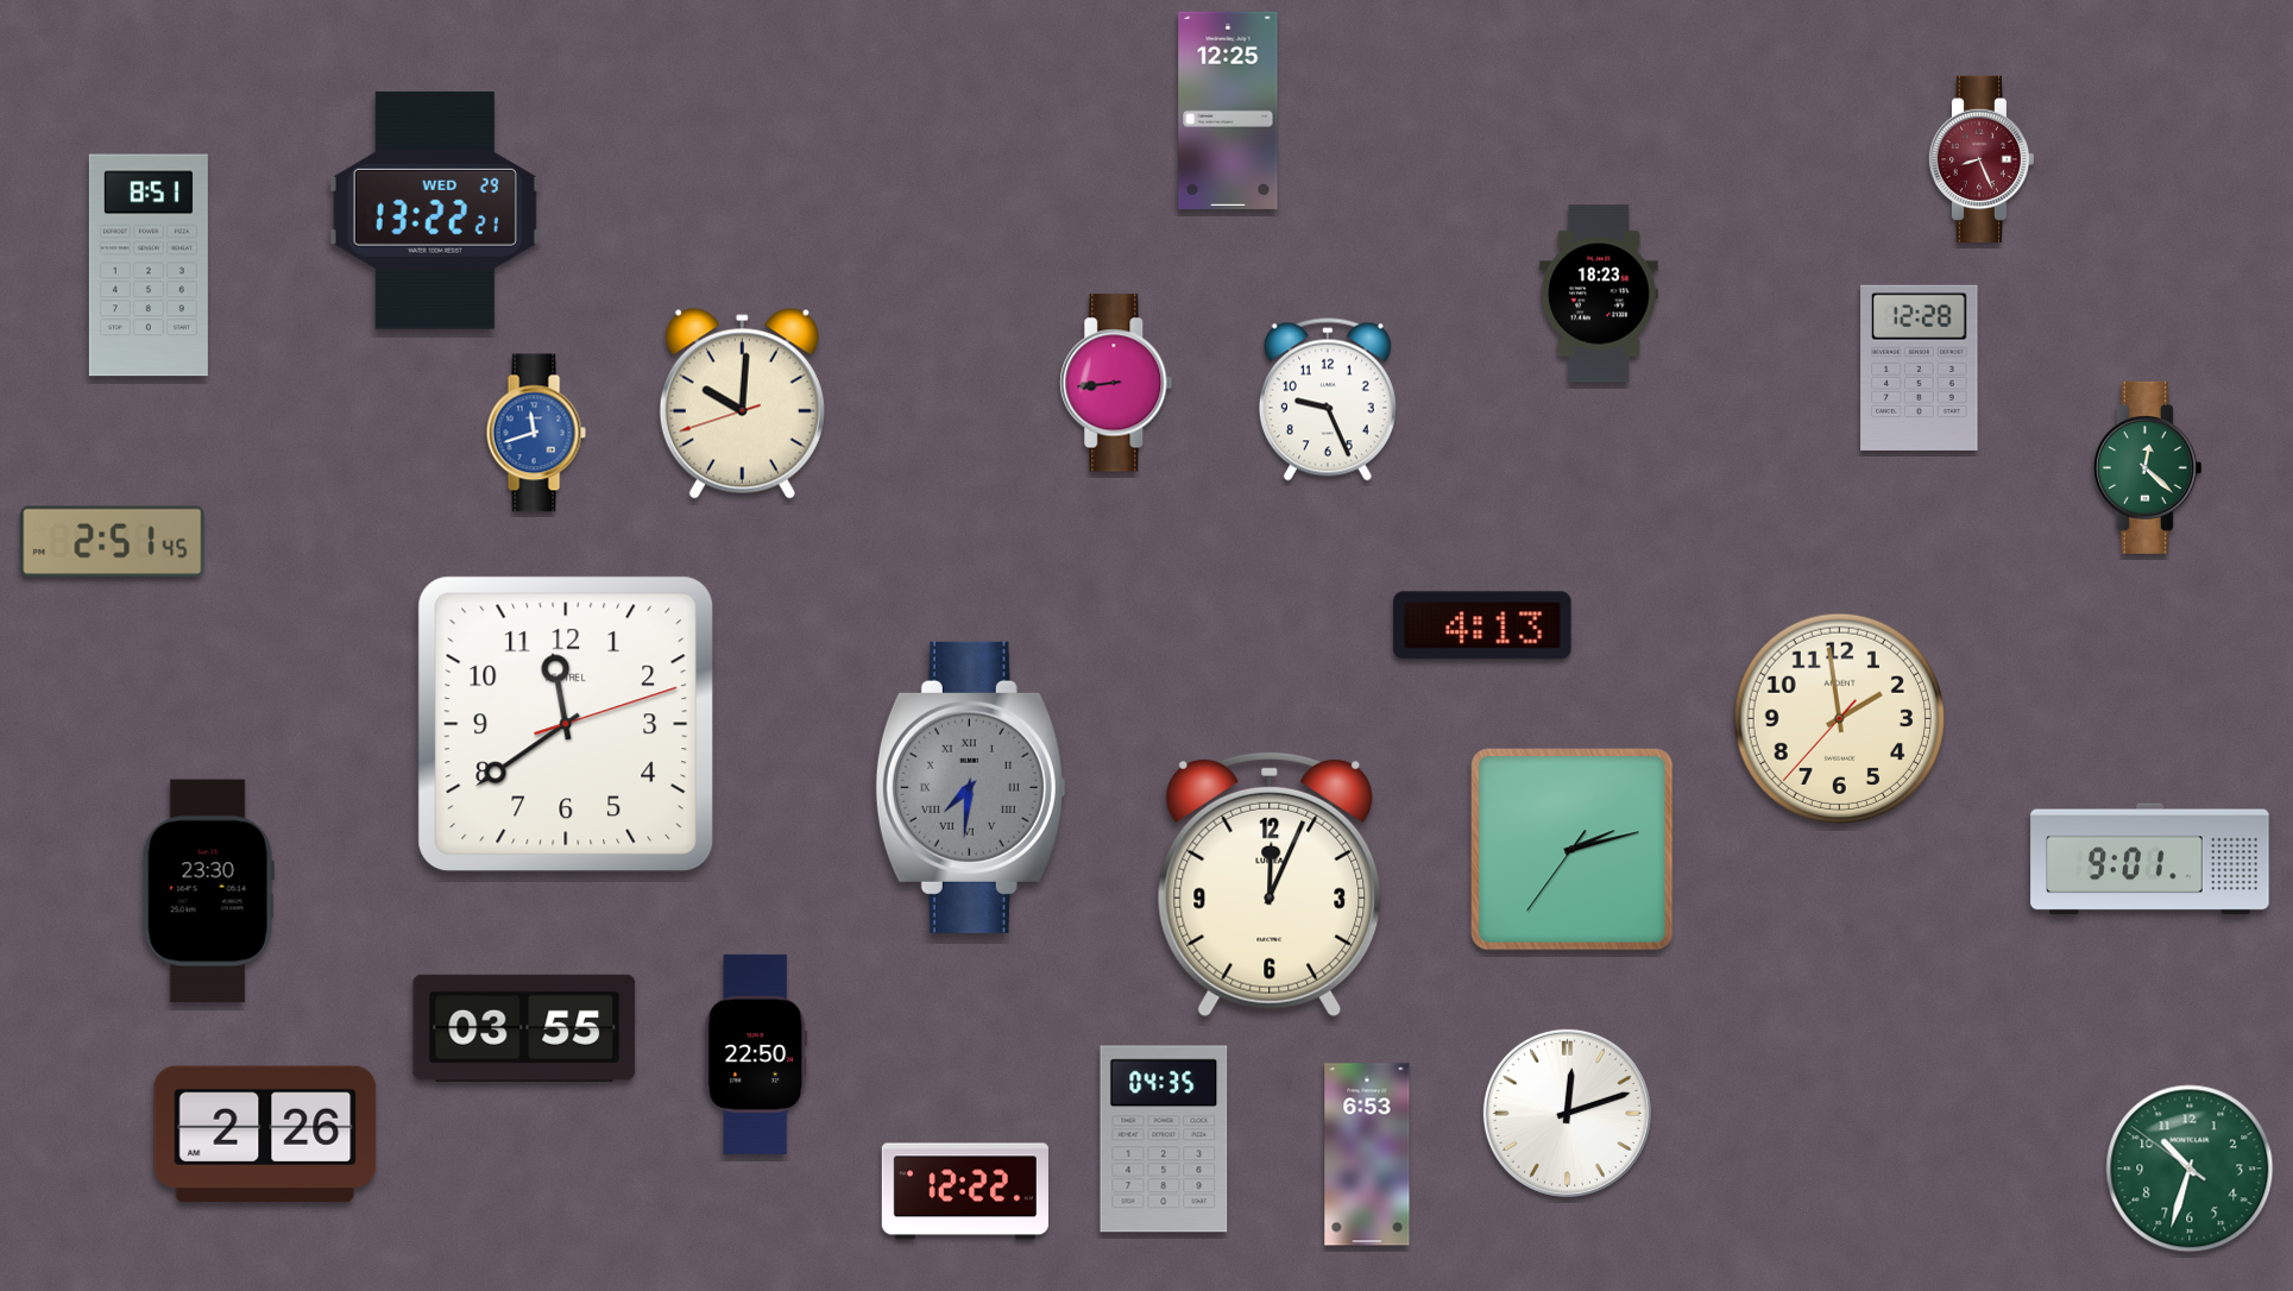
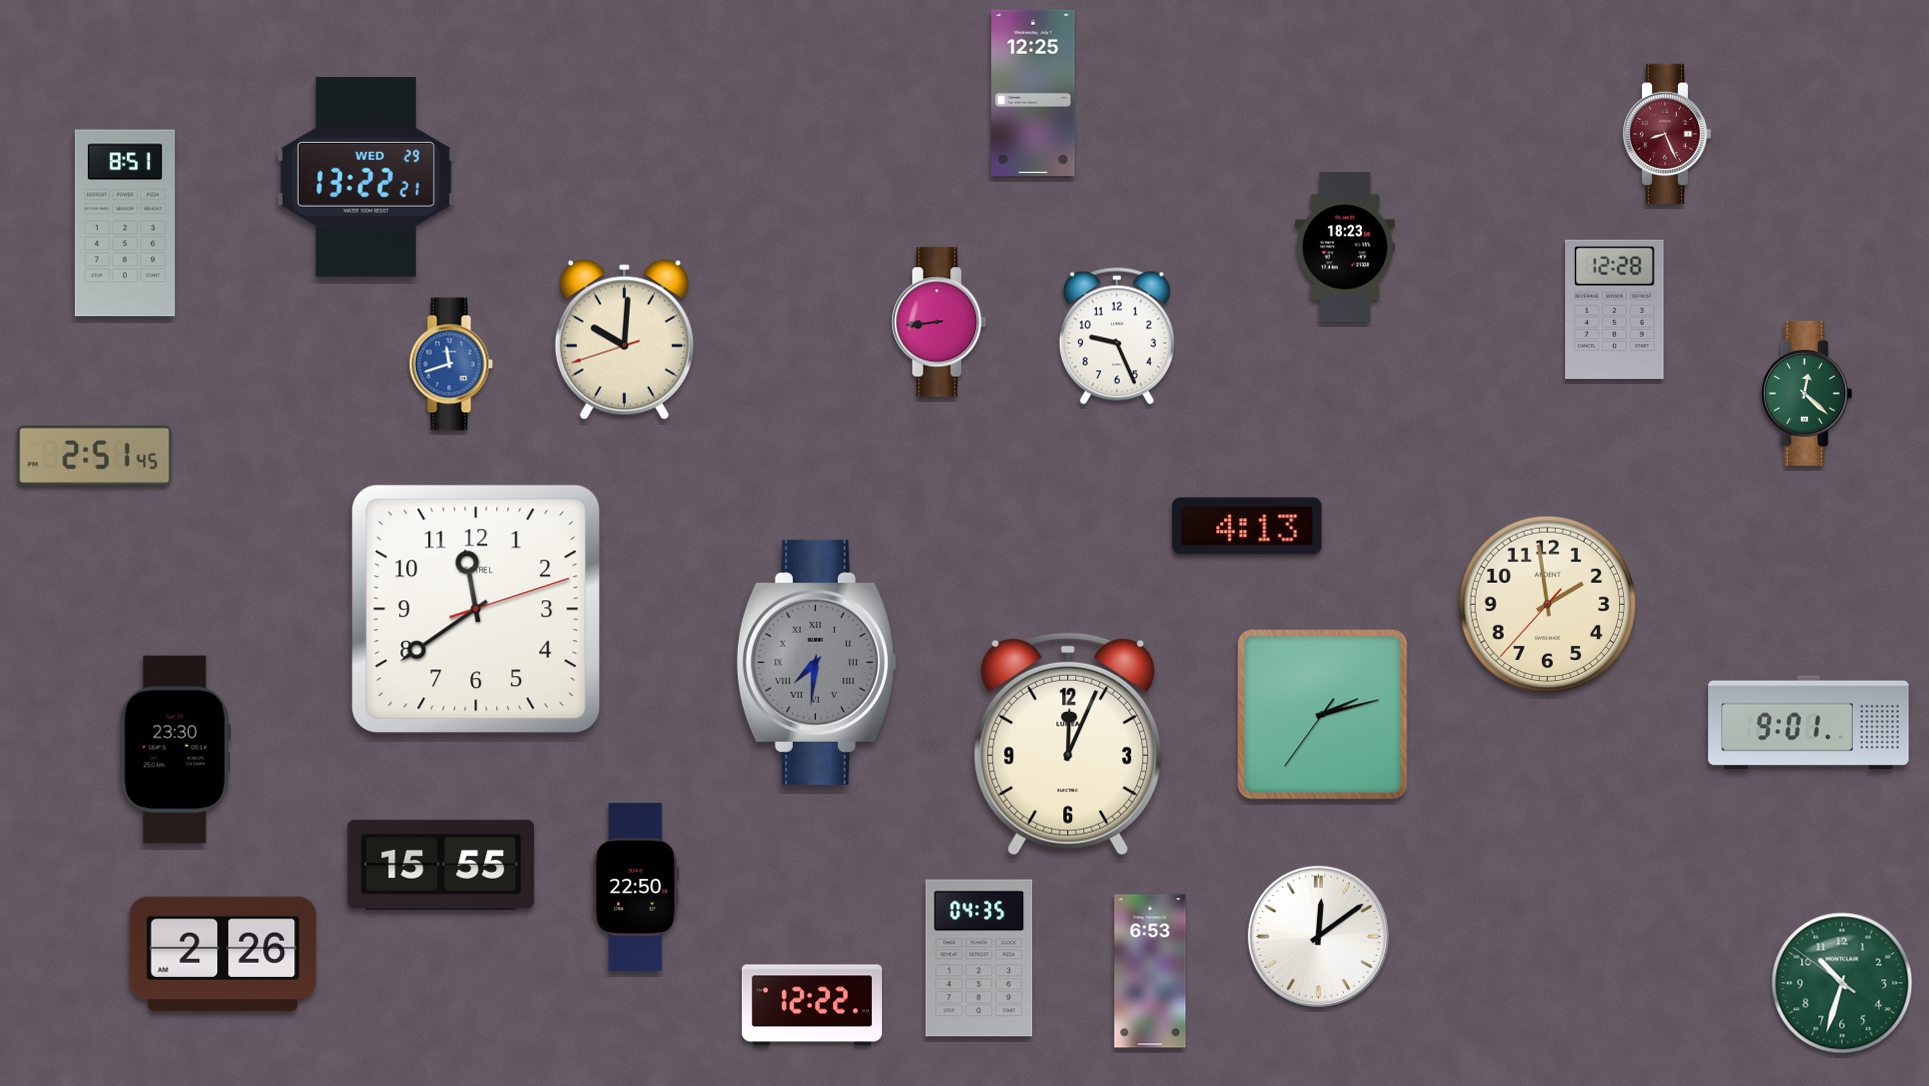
clock at (524, 1028): 03:55 -> 15:55
clock at (1567, 1113): 12:12 -> 12:09
clock at (965, 1191) position: (965, 1191) -> (812, 1005)
